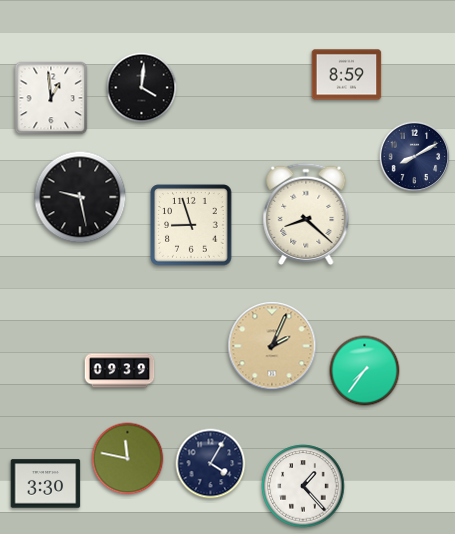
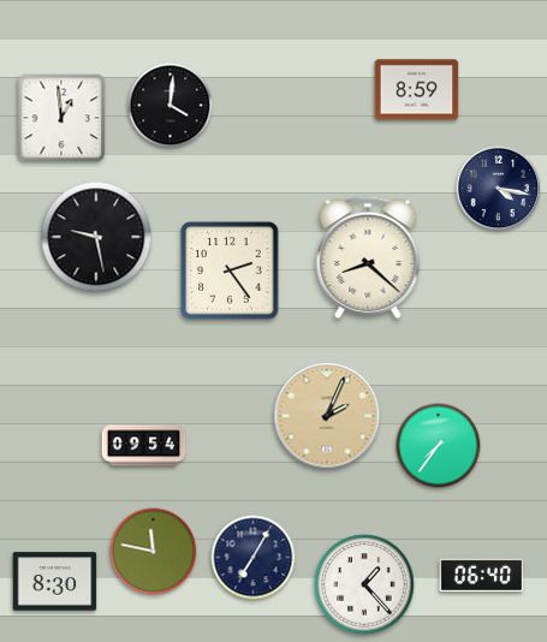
clock at (415, 157): 8:10 -> 4:17
clock at (191, 225): 8:57 -> 2:24
clock at (120, 371): 09:39 -> 09:54
clock at (211, 464): 4:05 -> 7:05
clock at (482, 576): none -> 06:40
clock at (46, 484): 3:30 -> 8:30
